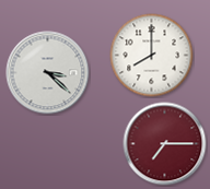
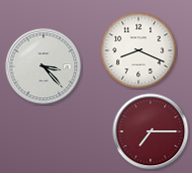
clock at (152, 56): 8:00 -> 8:19
clock at (48, 73): 3:22 -> 3:23
